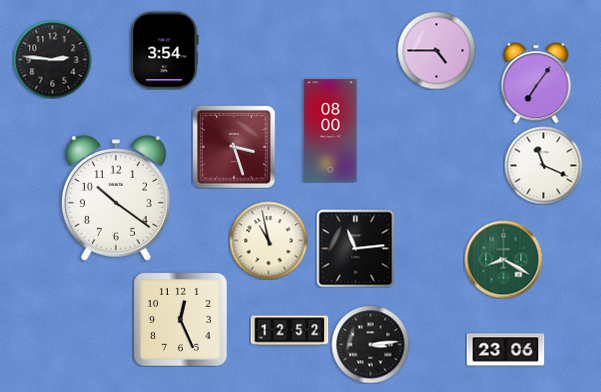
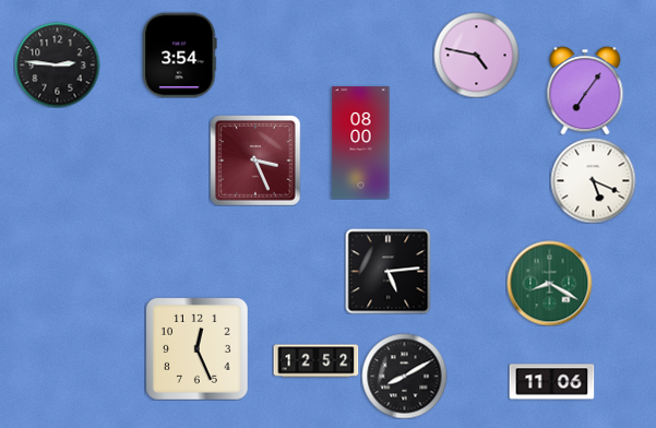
clock at (436, 50): 4:45 -> 4:47
clock at (234, 147): 3:27 -> 3:26
clock at (543, 165): 11:19 -> 5:19
clock at (116, 199): 10:21 -> none
clock at (268, 240): 10:58 -> none
clock at (355, 248): 11:14 -> 5:14
clock at (370, 344): 3:14 -> 8:10
clock at (505, 350): 23:06 -> 11:06
